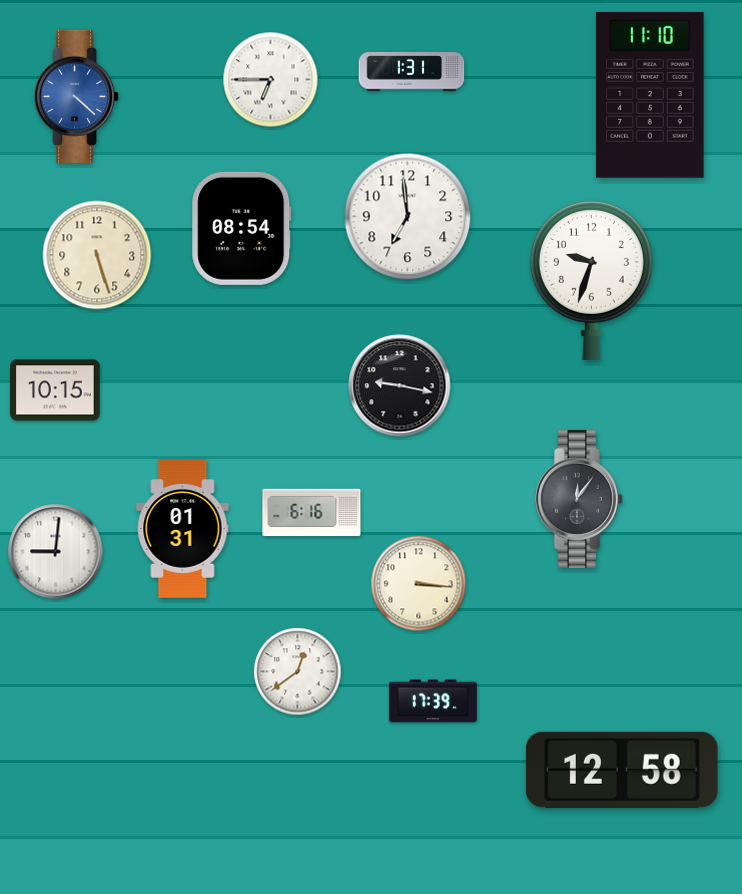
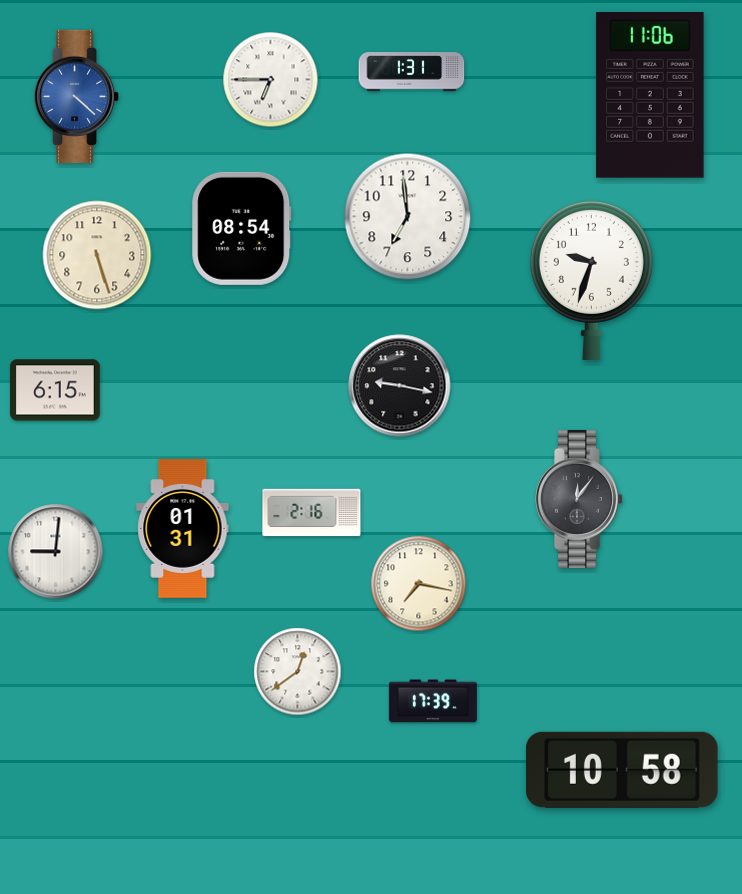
clock at (650, 96): 11:10 -> 11:06
clock at (55, 390): 10:15 -> 6:15
clock at (312, 513): 6:16 -> 2:16
clock at (419, 584): 3:16 -> 7:17
clock at (622, 770): 12:58 -> 10:58
